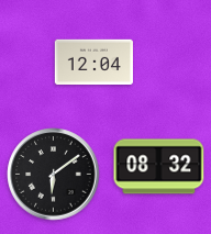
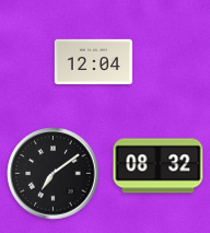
clock at (54, 175): 6:09 -> 7:09
